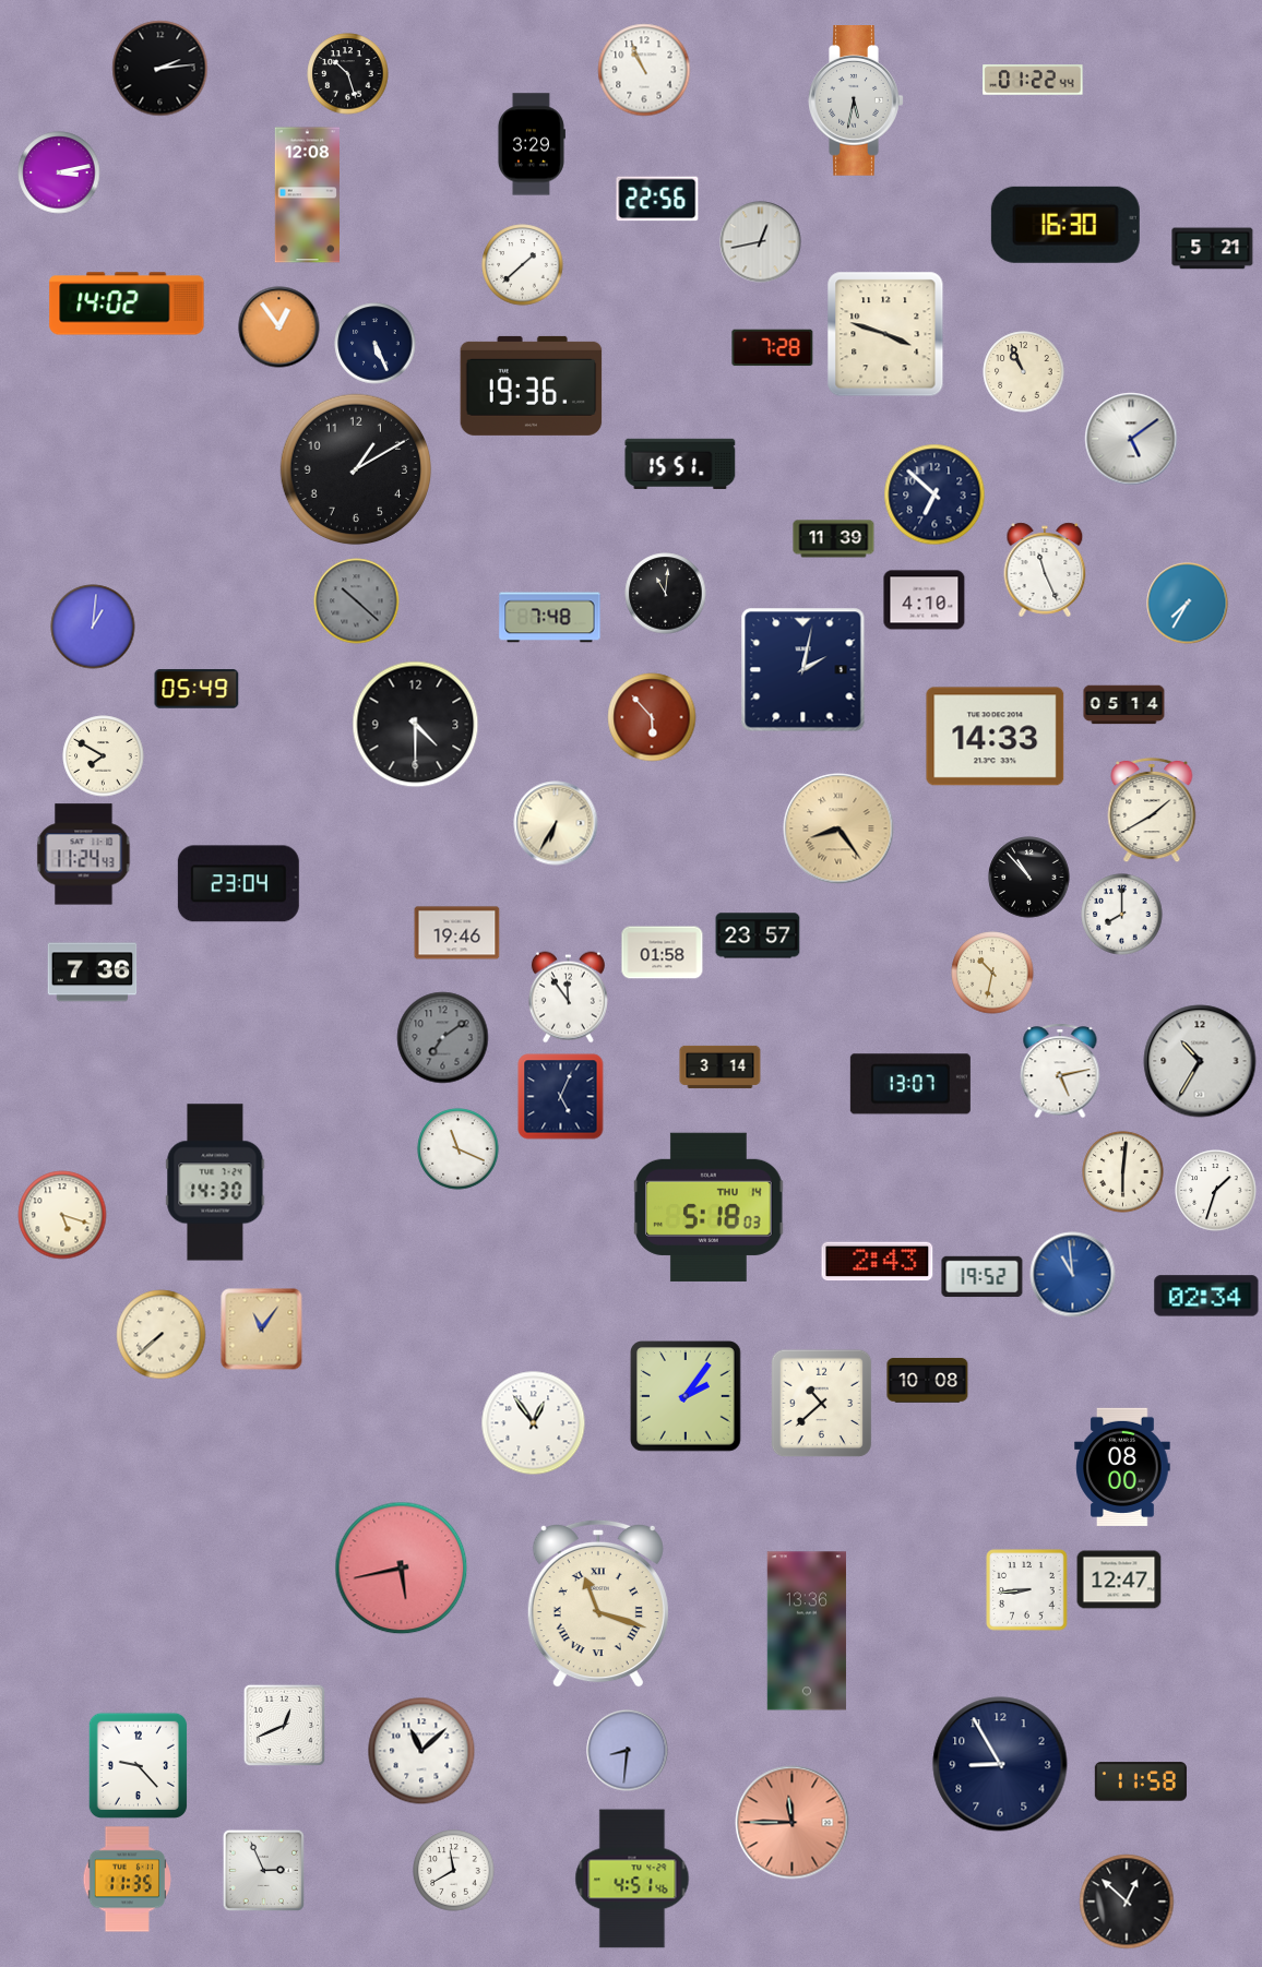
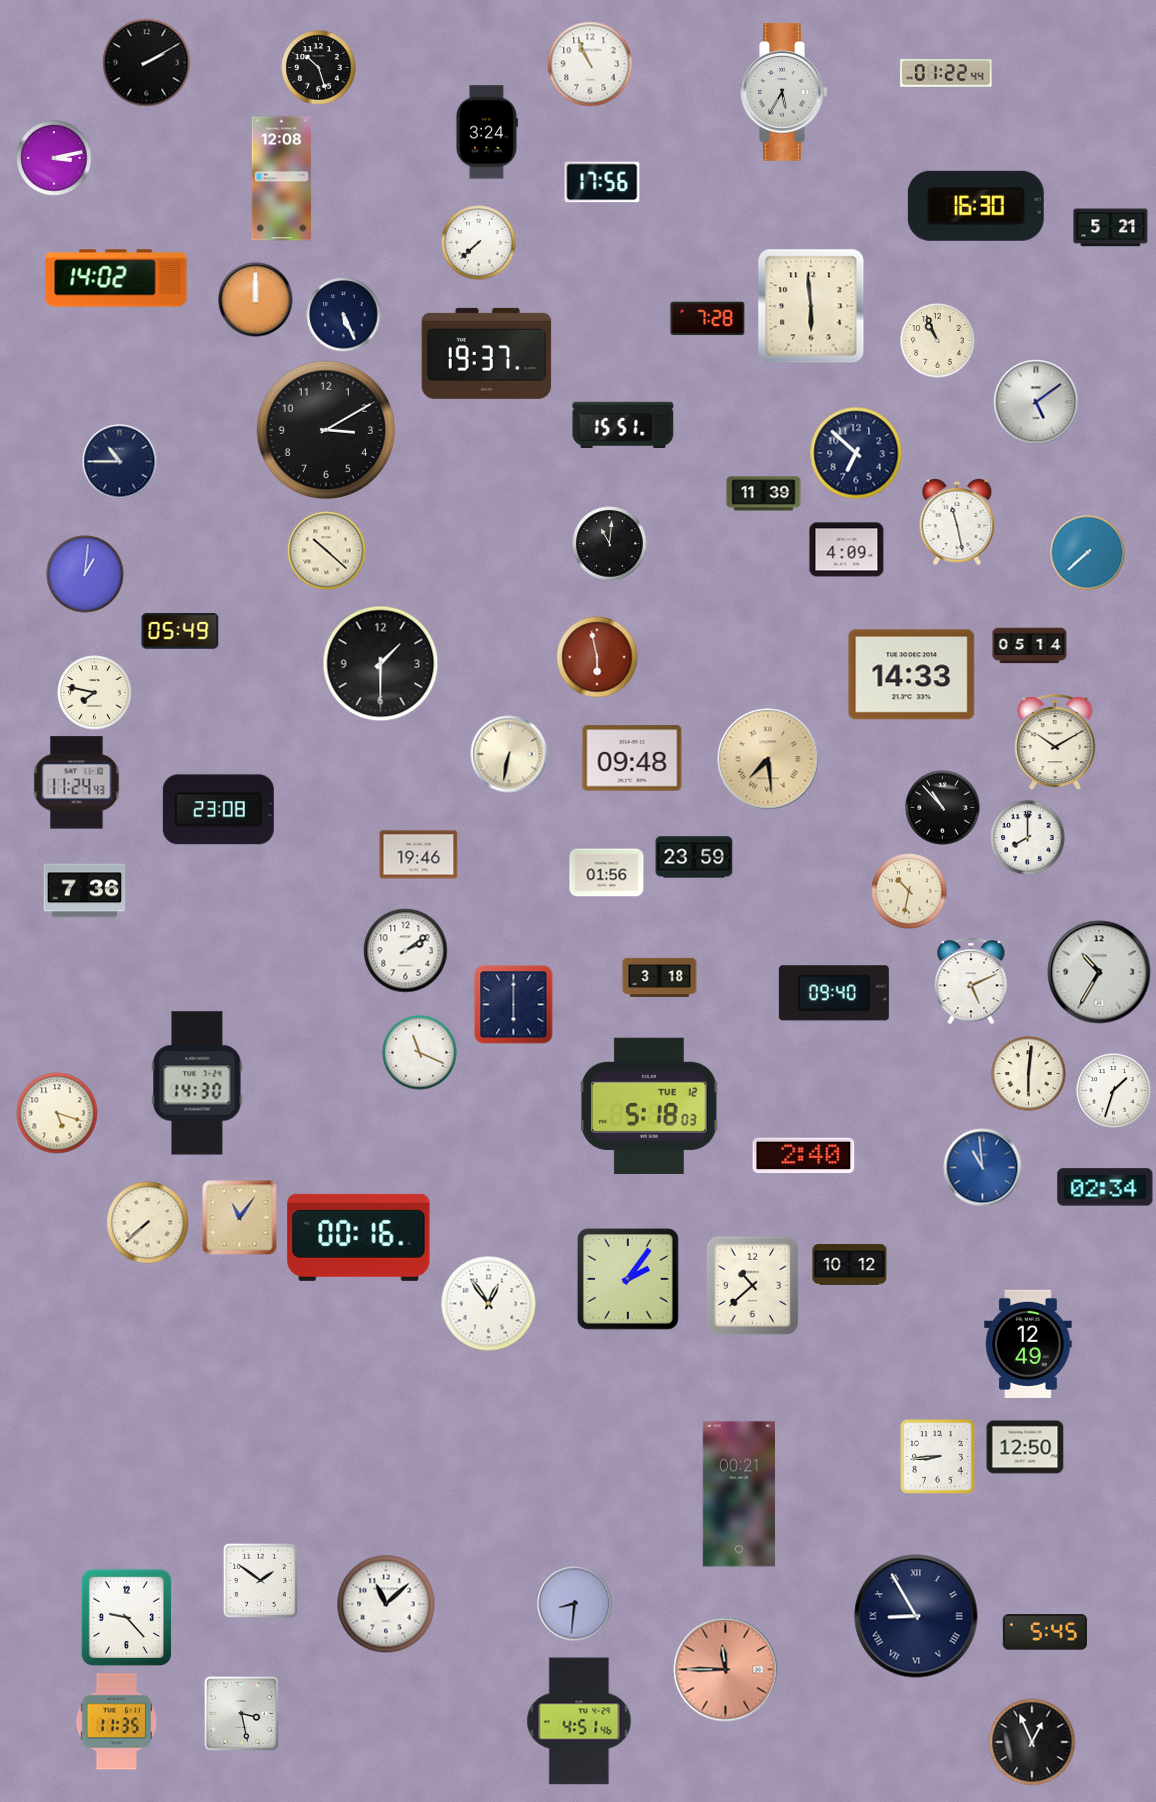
clock at (160, 69): 2:14 -> 2:10
clock at (856, 102): 5:32 -> 5:35
clock at (531, 144): 3:29 -> 3:24
clock at (657, 199): 22:56 -> 17:56
clock at (761, 242): 12:43 -> none
clock at (523, 265): 1:38 -> 7:38
clock at (279, 327): 12:54 -> 12:00
clock at (885, 334): 3:48 -> 5:59
clock at (532, 385): 19:36 -> 19:37
clock at (355, 468): 1:10 -> 3:10
clock at (120, 462): none -> 10:45
clock at (1045, 570): 11:26 -> 11:28
clock at (925, 600): 4:10 -> 4:09
clock at (357, 601) dial: grey -> cream
clock at (1188, 604): 7:35 -> 7:38
clock at (550, 618): 7:48 -> none
clock at (803, 670): 2:02 -> none
clock at (652, 717): 5:53 -> 5:58
clock at (416, 725): 4:30 -> 1:30
clock at (104, 756): 7:50 -> 7:47
clock at (1152, 810): 1:40 -> 10:10
clock at (556, 823): 6:35 -> 6:32
clock at (632, 758): none -> 09:48
clock at (838, 828): 8:24 -> 7:29
clock at (1029, 878) position: (1029, 878) -> (943, 808)
clock at (238, 884): 23:04 -> 23:08
clock at (758, 935): 23:57 -> 23:59
clock at (663, 953): 01:58 -> 01:56
clock at (568, 998): 11:54 -> none
clock at (443, 1038): 7:09 -> 2:09
clock at (443, 1038) dial: grey -> white
clock at (721, 1066): 3:14 -> 3:18
clock at (1060, 1071): 5:13 -> 5:11
clock at (910, 1084): 13:07 -> 09:40
clock at (561, 1097): 5:04 -> 6:00
clock at (709, 1207) date: THU 14 -> TUE 12
clock at (878, 1262): 2:43 -> 2:40
clock at (983, 1277): 19:52 -> none
clock at (359, 1237): none -> 00:16
clock at (928, 1381): 10:08 -> 10:12
clock at (1122, 1467): 08:00 -> 12:49
clock at (402, 1569): 5:43 -> none
clock at (1119, 1579): 12:47 -> 12:50
clock at (1027, 1590) position: (1027, 1590) -> (938, 1457)
clock at (598, 1604): 11:18 -> none
clock at (807, 1631): 13:36 -> 00:21
clock at (284, 1725): 12:41 -> 1:51
clock at (1000, 1764) numerals: Arabic -> Roman
clock at (1141, 1781): 11:58 -> 5:45
clock at (263, 1870): 2:56 -> 3:28
clock at (454, 1871): 11:40 -> none
clock at (1127, 1902): 12:52 -> 12:56
